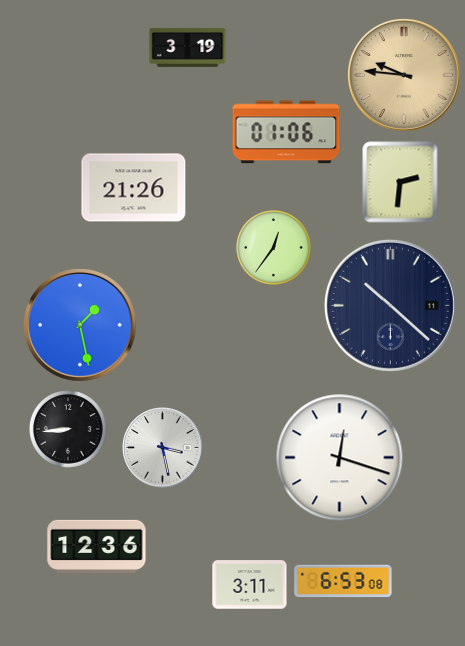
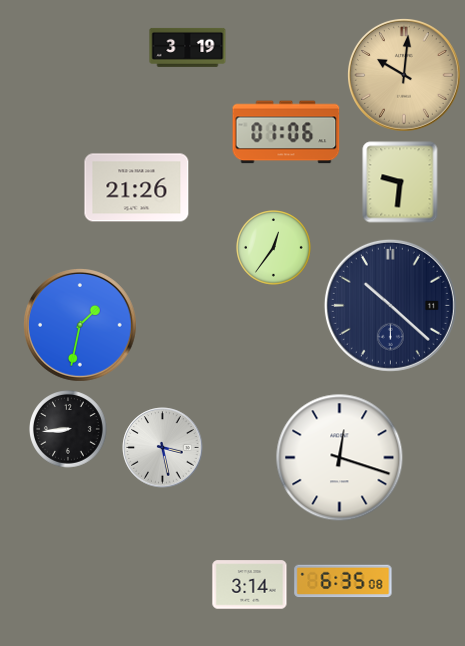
clock at (405, 76): 9:46 -> 10:01
clock at (400, 182): 2:31 -> 9:31
clock at (134, 188) position: (134, 188) -> (137, 188)
clock at (81, 326): 1:28 -> 1:32
clock at (97, 546): 12:36 -> none
clock at (343, 581): 6:53 -> 6:35
clock at (250, 585): 3:11 -> 3:14
